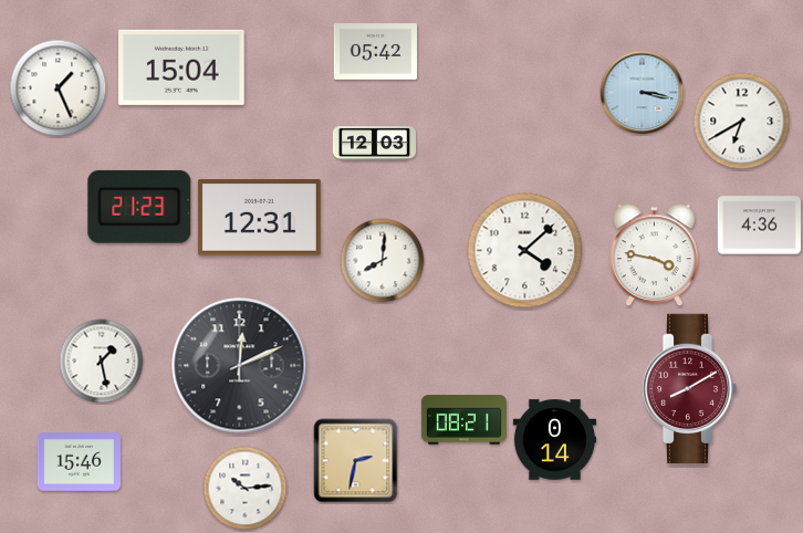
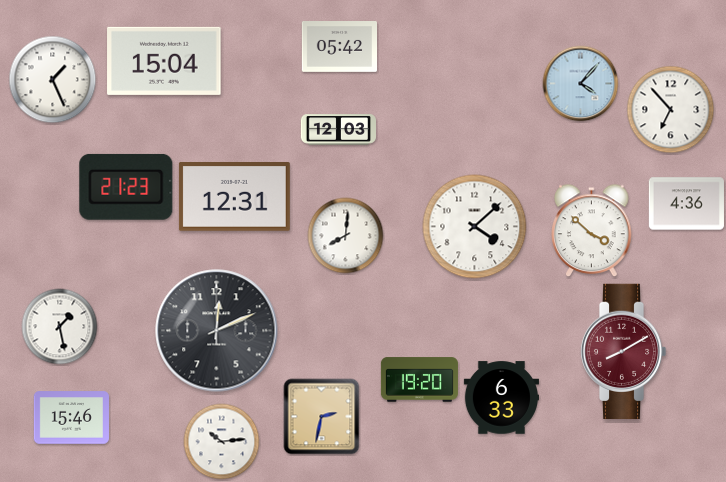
clock at (643, 93): 3:17 -> 4:07
clock at (742, 122): 6:40 -> 6:53
clock at (655, 255): 3:47 -> 3:52
clock at (102, 362) position: (102, 362) -> (60, 327)
clock at (463, 420): 08:21 -> 19:20
clock at (554, 440): 0:14 -> 6:33
